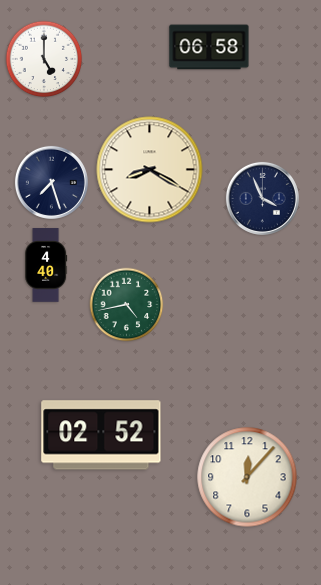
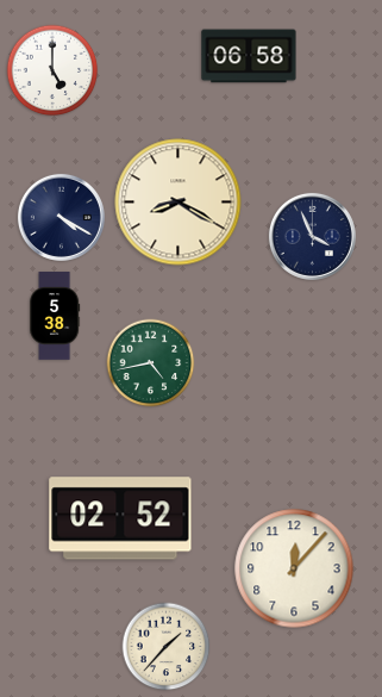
clock at (51, 182): 7:27 -> 4:20
clock at (46, 265): 4:40 -> 5:38
clock at (167, 647): none -> 1:37
